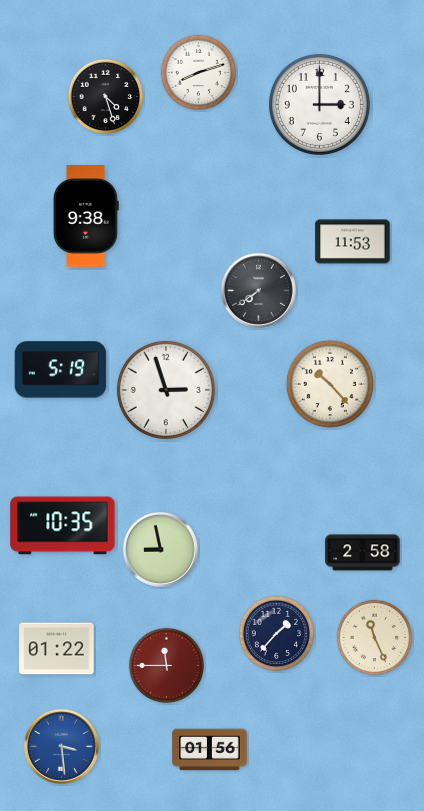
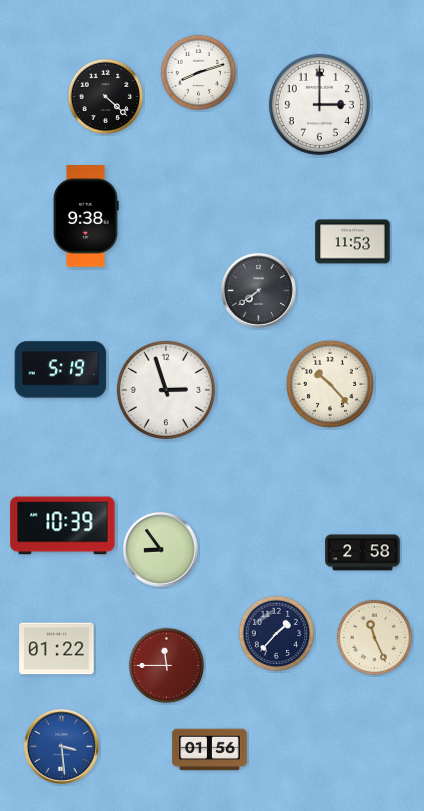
clock at (106, 97): 4:27 -> 4:22
clock at (63, 526): 10:35 -> 10:39
clock at (160, 549): 8:58 -> 8:54
